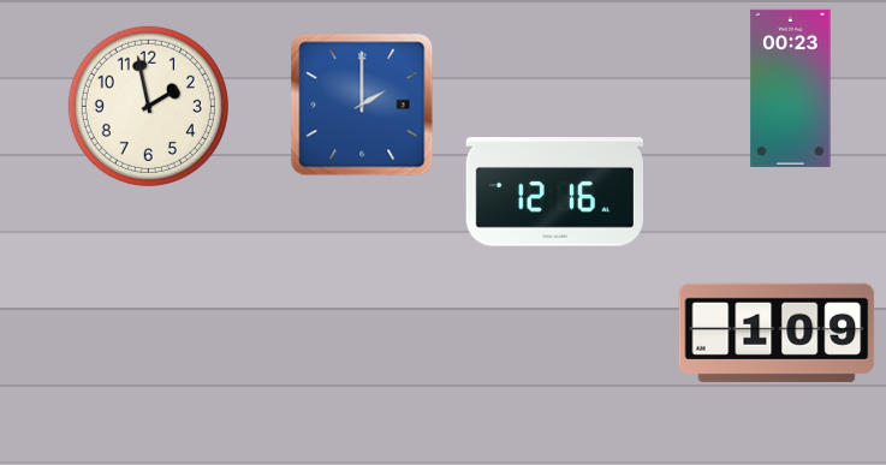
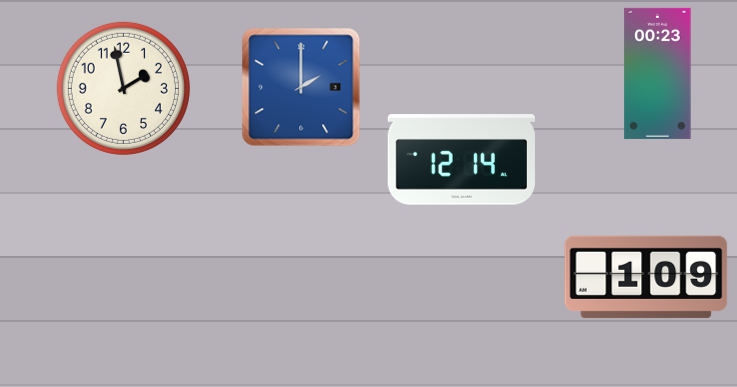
clock at (554, 192): 12:16 -> 12:14
